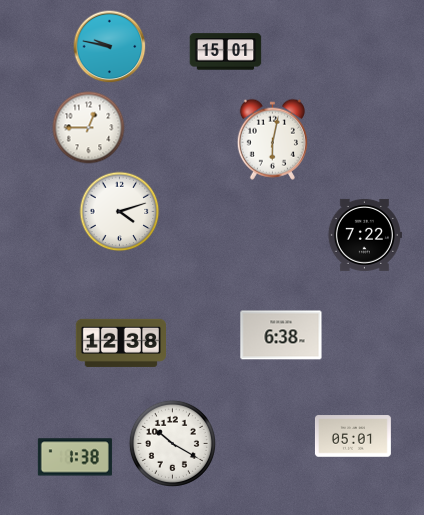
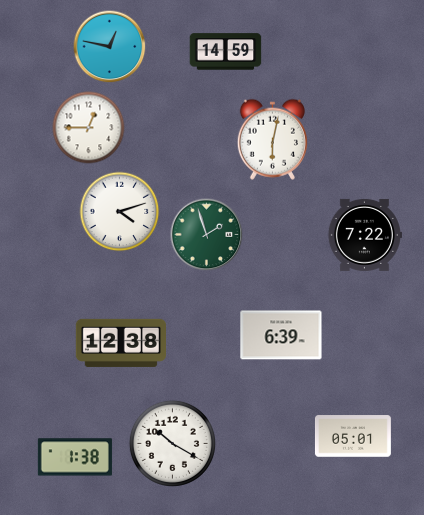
clock at (110, 47): 9:47 -> 12:47
clock at (226, 52): 15:01 -> 14:59
clock at (207, 235): none -> 1:57
clock at (281, 335): 6:38 -> 6:39
